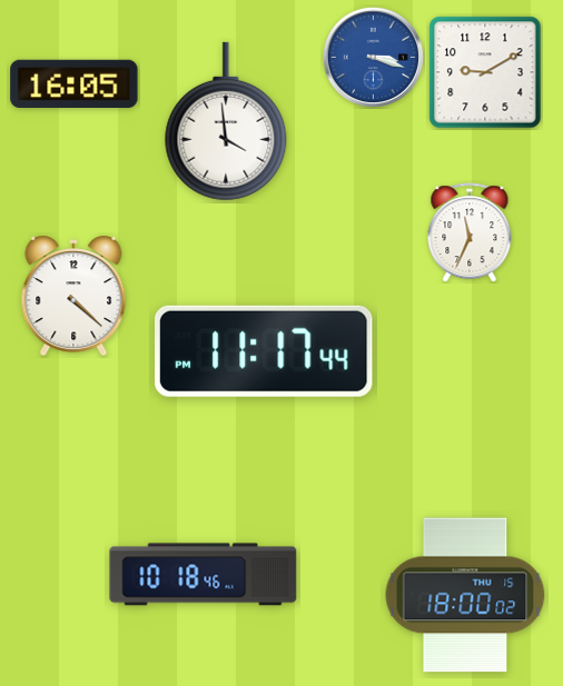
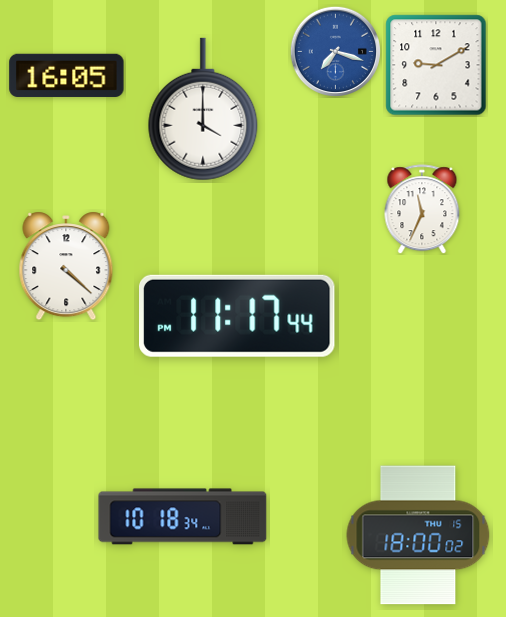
clock at (373, 57): 3:18 -> 7:18
clock at (226, 121): 3:59 -> 4:00
clock at (204, 575): 10:18:46 -> 10:18:34
